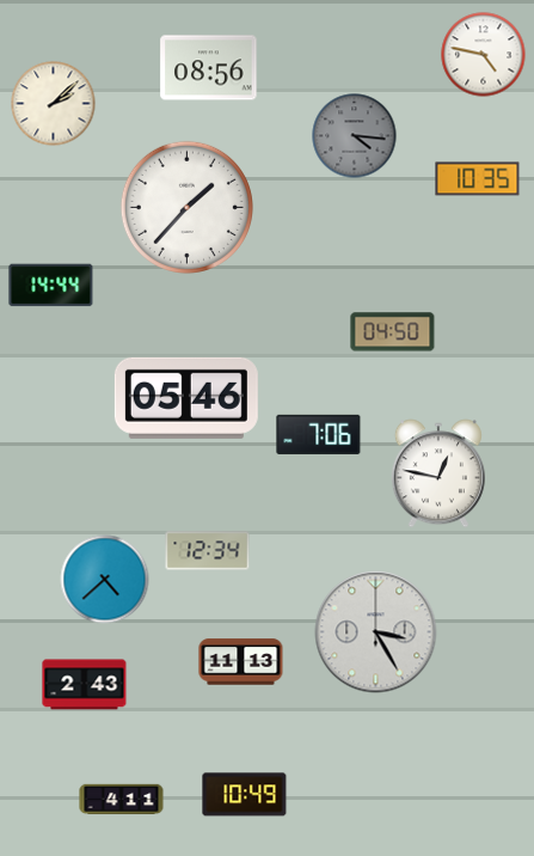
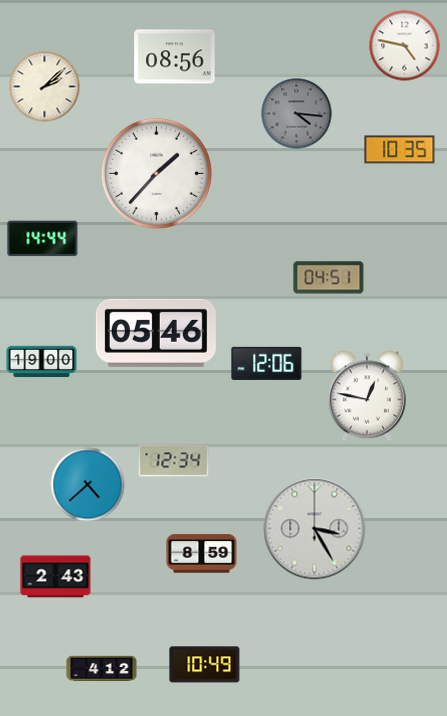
clock at (393, 332): 04:50 -> 04:51
clock at (42, 362): none -> 19:00
clock at (319, 434): 7:06 -> 12:06
clock at (241, 662): 11:13 -> 8:59
clock at (85, 685) position: (85, 685) -> (56, 577)
clock at (122, 800): 4:11 -> 4:12
